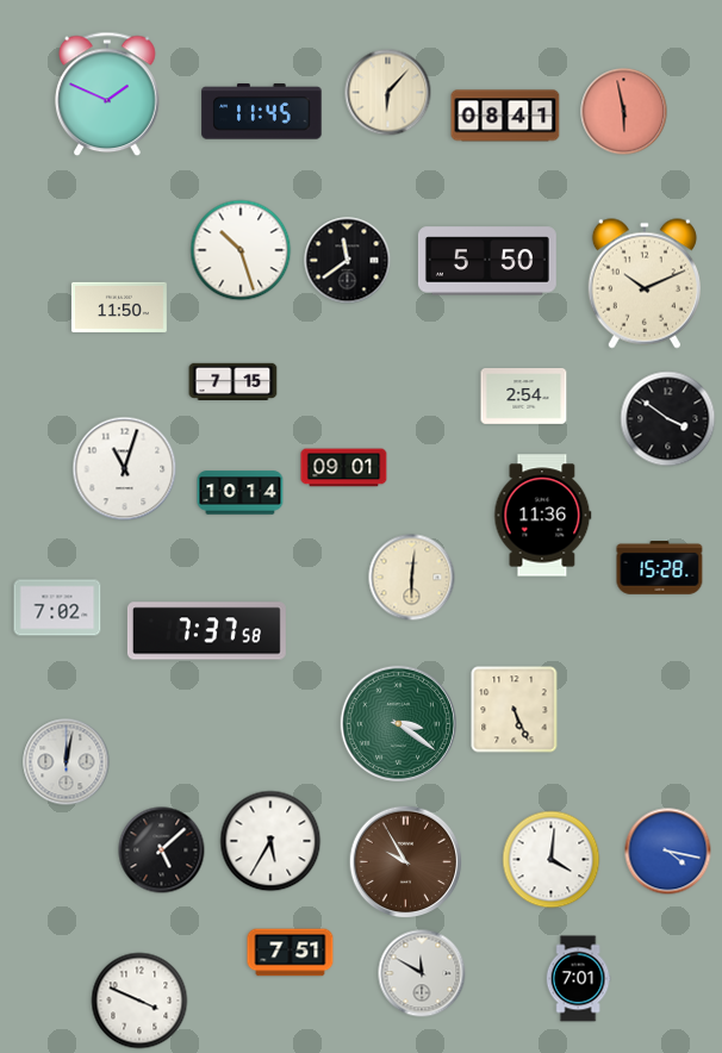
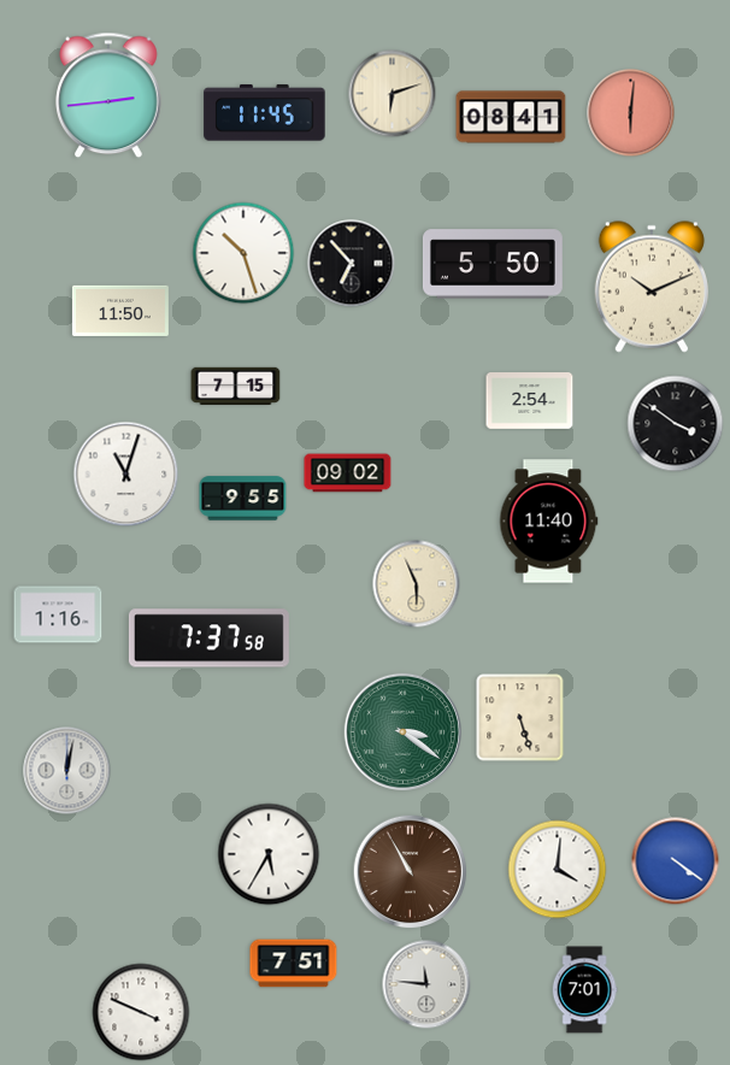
clock at (388, 93): 6:07 -> 6:12
clock at (107, 94): 1:49 -> 2:44
clock at (624, 112): 5:58 -> 6:01
clock at (348, 261): 11:39 -> 6:53
clock at (344, 468): 09:01 -> 09:02
clock at (241, 493): 10:14 -> 9:55
clock at (543, 516): 11:36 -> 11:40
clock at (660, 568): 15:28 -> none
clock at (412, 578): 6:01 -> 5:56
clock at (57, 607): 7:02 -> 1:16
clock at (515, 710): 5:26 -> 5:27
clock at (270, 841) position: (270, 841) -> (269, 854)
clock at (162, 850): 5:08 -> none
clock at (668, 852): 4:17 -> 4:21
clock at (406, 862): 9:55 -> 10:55
clock at (422, 973): 11:50 -> 11:46
